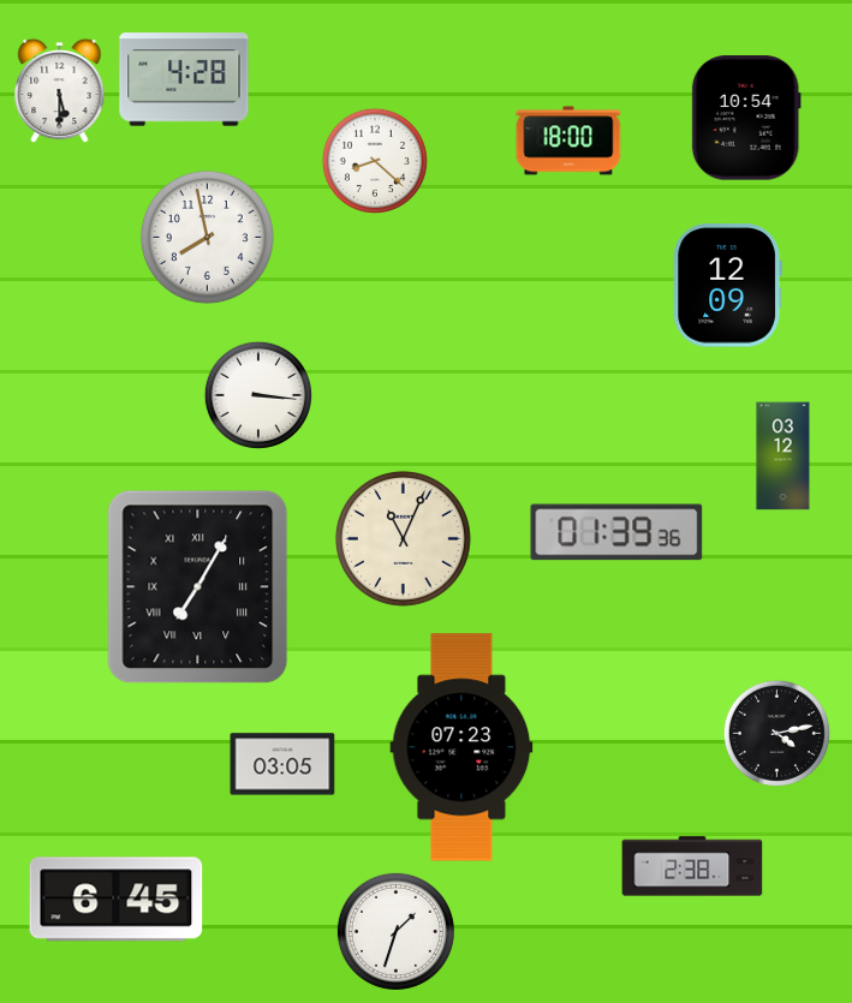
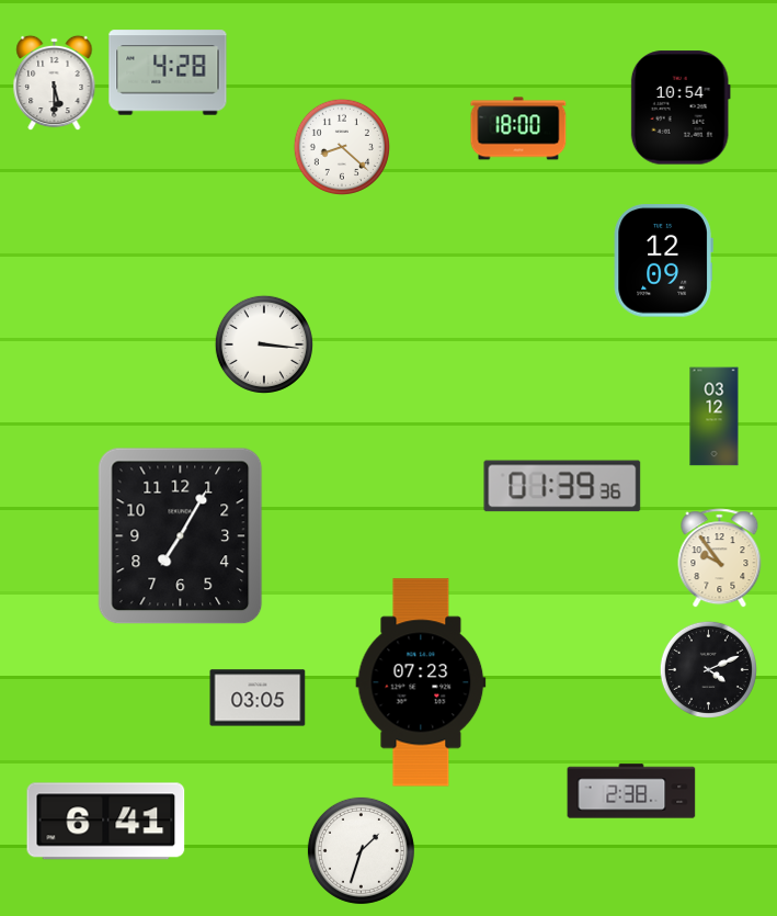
clock at (207, 237): 7:58 -> none
clock at (258, 395) position: (258, 395) -> (264, 344)
clock at (403, 538): 11:04 -> none
clock at (198, 587) numerals: Roman -> Arabic
clock at (720, 558): none -> 9:54
clock at (776, 733): 4:13 -> 4:11
clock at (117, 900): 6:45 -> 6:41
